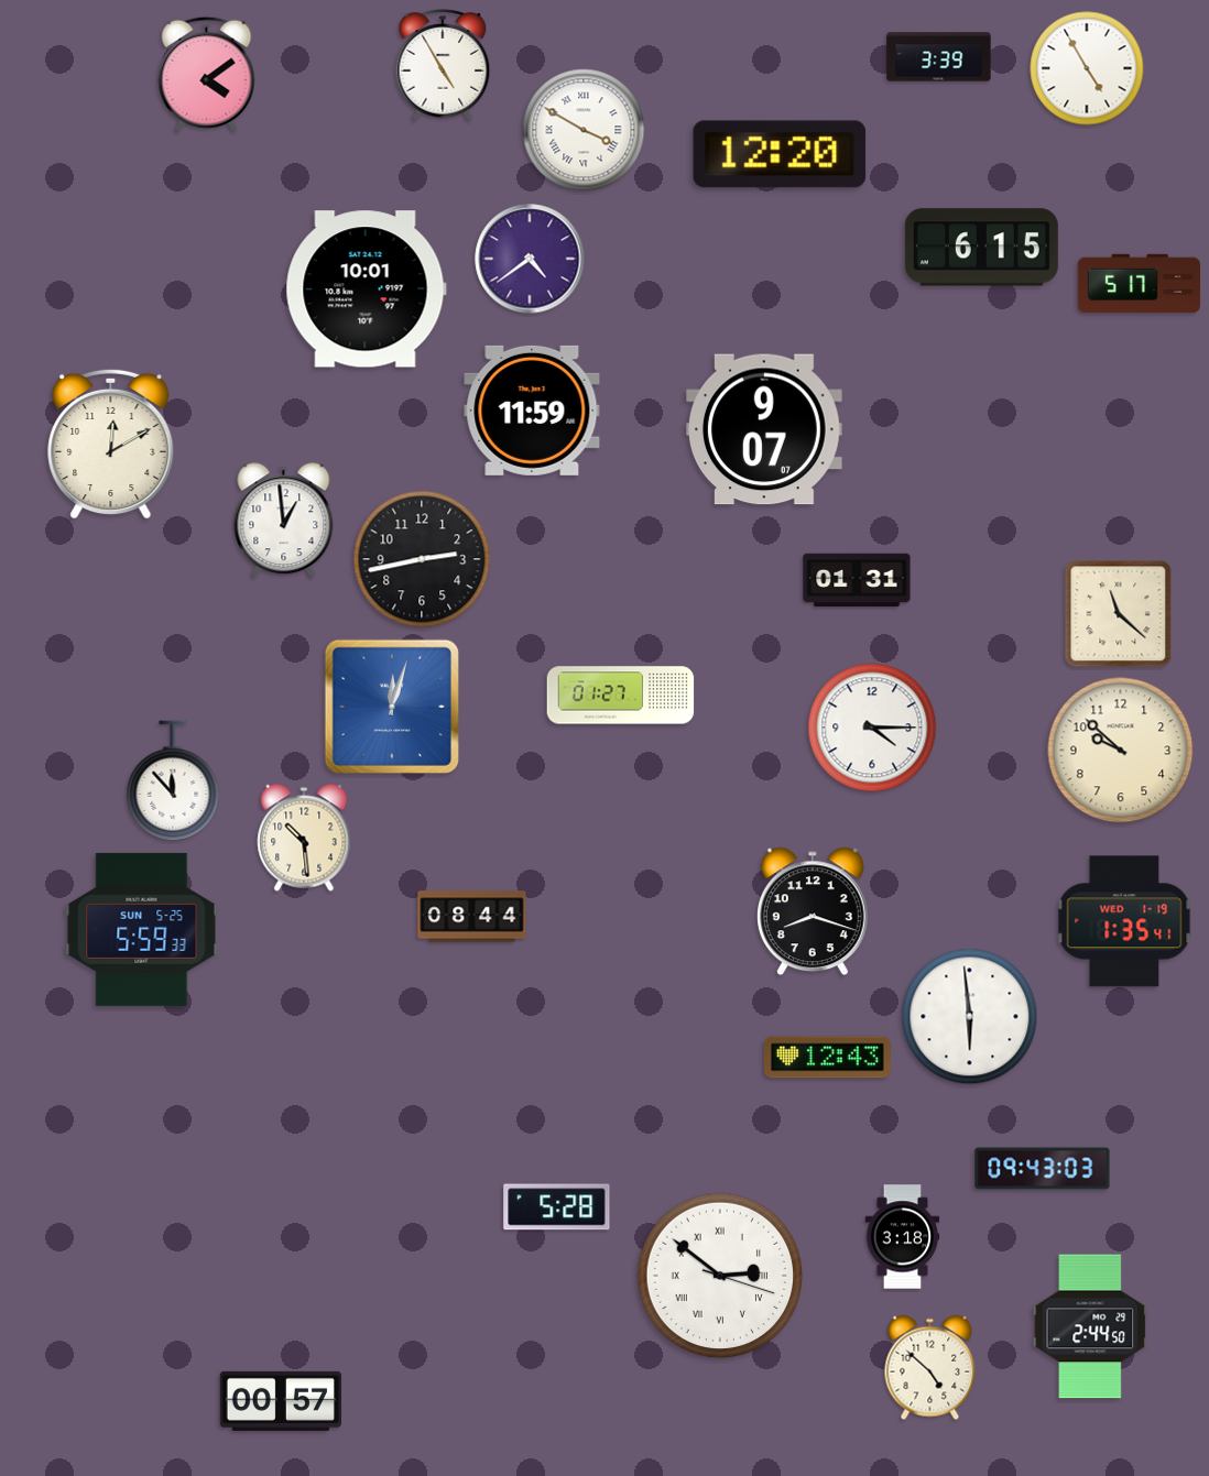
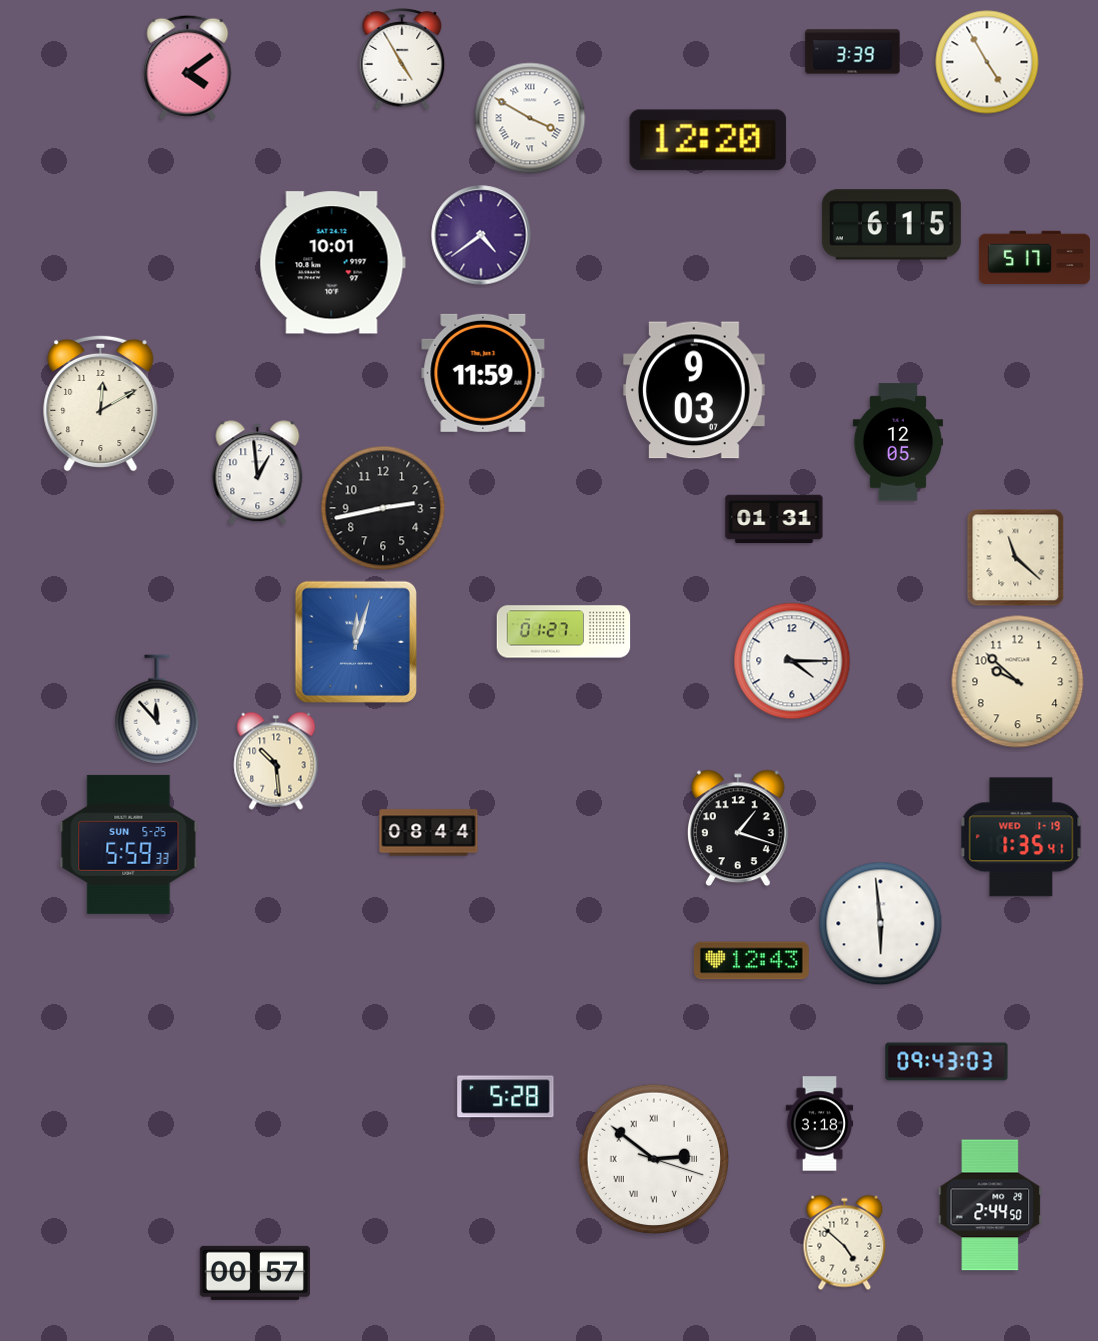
clock at (765, 429): 9:07 -> 9:03
clock at (897, 442): none -> 12:05
clock at (857, 580) position: (857, 580) -> (774, 519)
clock at (814, 911): 8:18 -> 1:18
